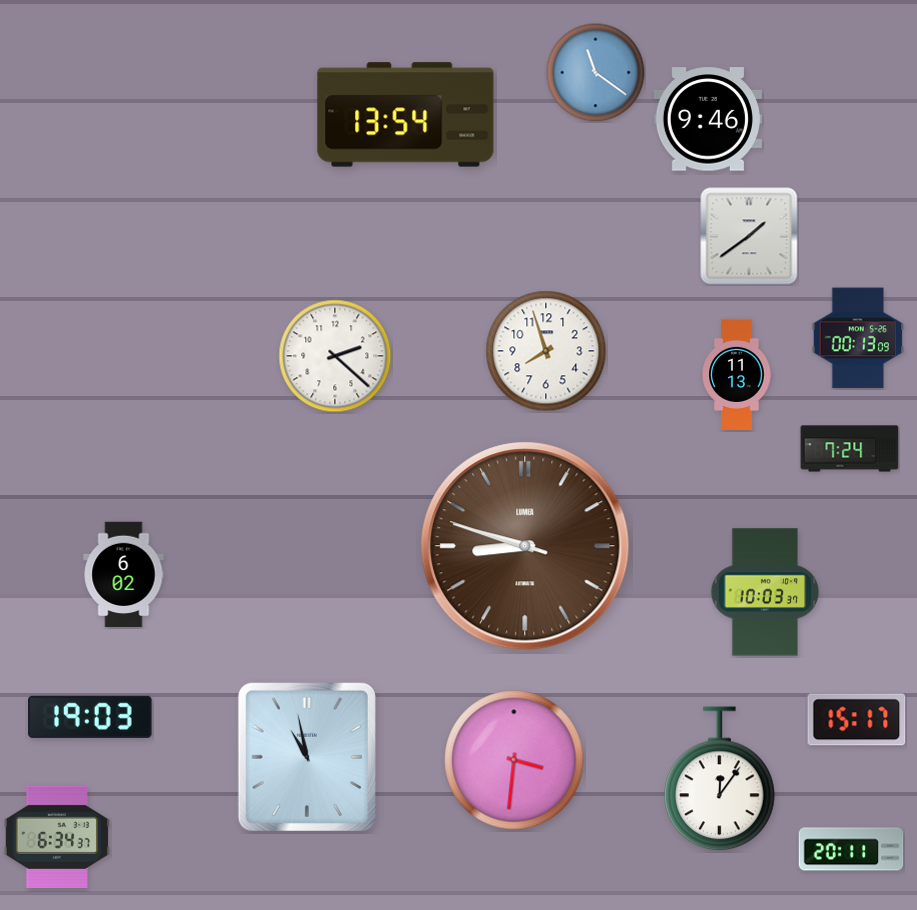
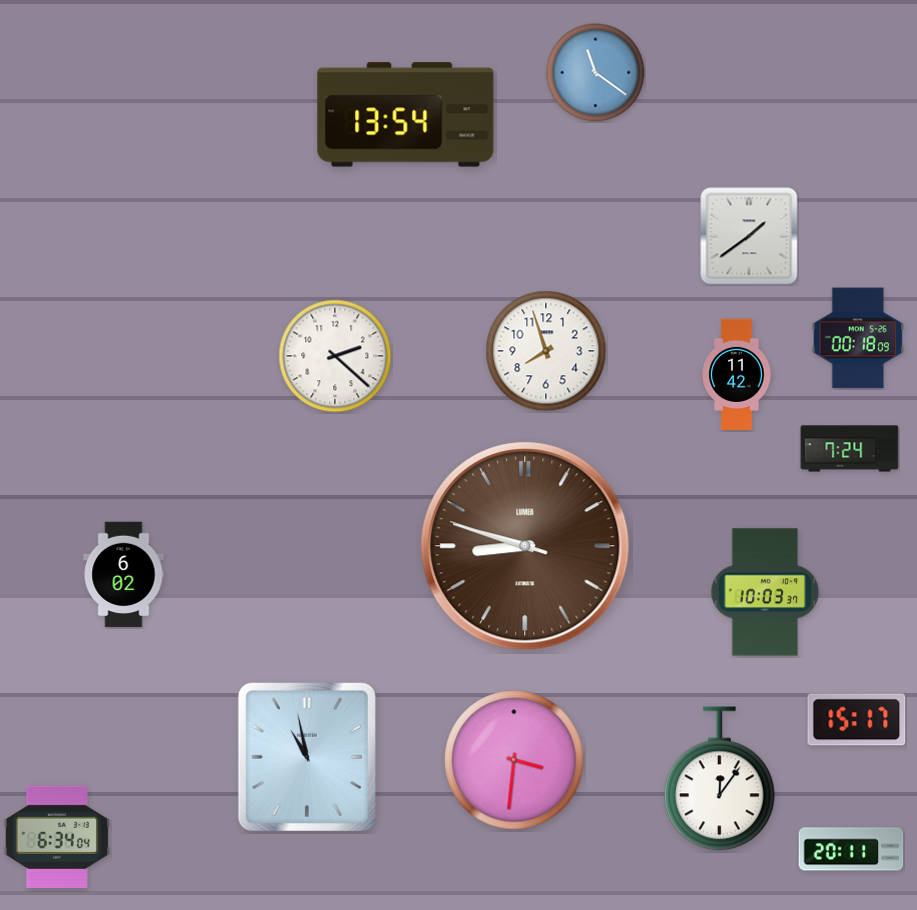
clock at (708, 119): 9:46 -> none
clock at (858, 338): 00:13 -> 00:18
clock at (737, 374): 11:13 -> 11:42
clock at (90, 717): 19:03 -> none
clock at (56, 837): 6:34:37 -> 6:34:04
